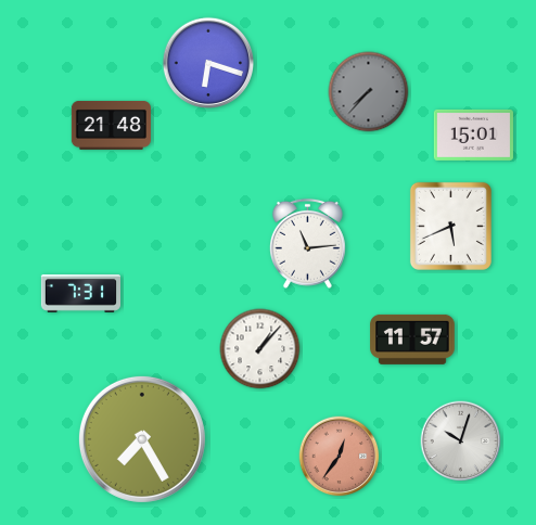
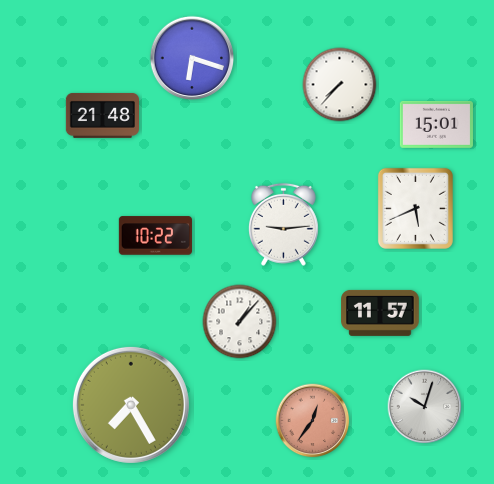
clock at (369, 92) dial: grey -> white
clock at (307, 243): 11:14 -> 9:14
clock at (155, 236): none -> 10:22
clock at (80, 293): 7:31 -> none
